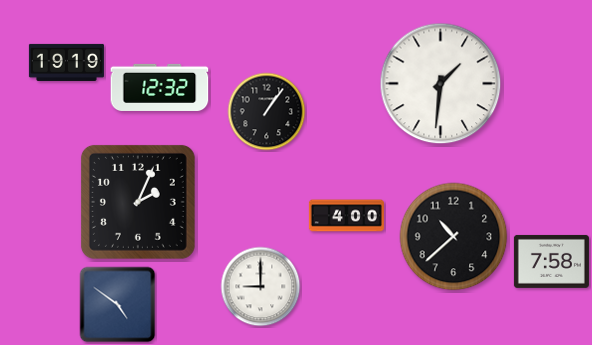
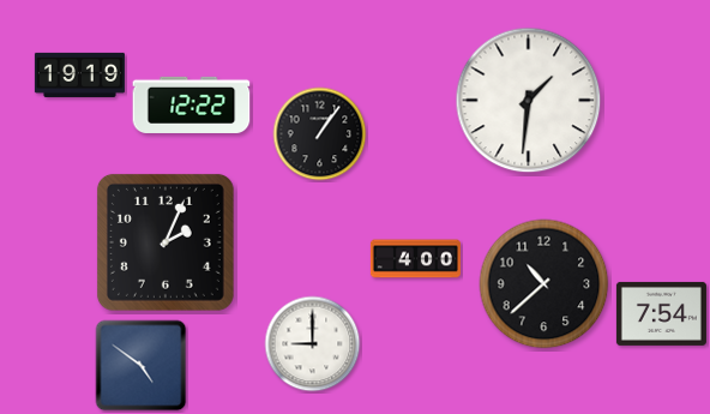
clock at (160, 87): 12:32 -> 12:22
clock at (551, 261): 7:58 -> 7:54
